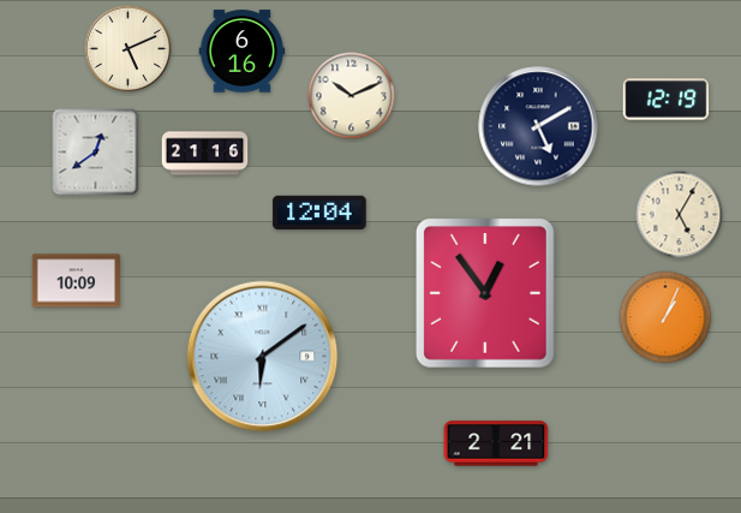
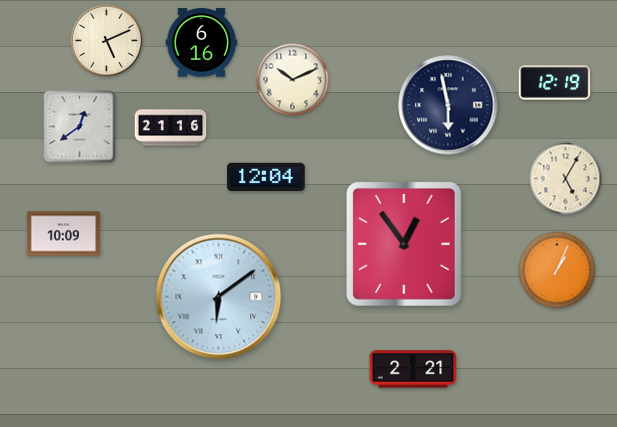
clock at (538, 126): 5:10 -> 5:58
clock at (665, 317) position: (665, 317) -> (557, 270)
